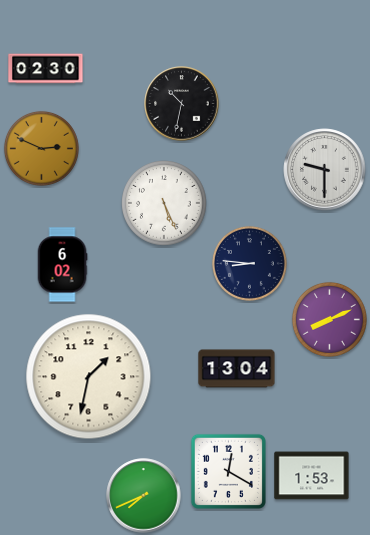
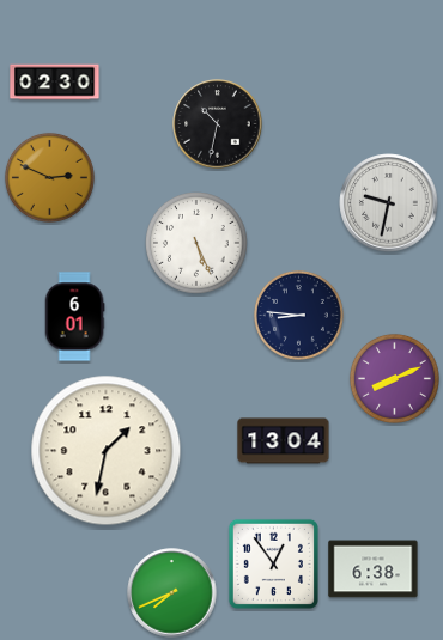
clock at (325, 170): 9:30 -> 9:32
clock at (62, 265): 6:02 -> 6:01
clock at (329, 319) position: (329, 319) -> (394, 378)
clock at (228, 471): 12:20 -> 12:54
clock at (312, 476): 1:53 -> 6:38
